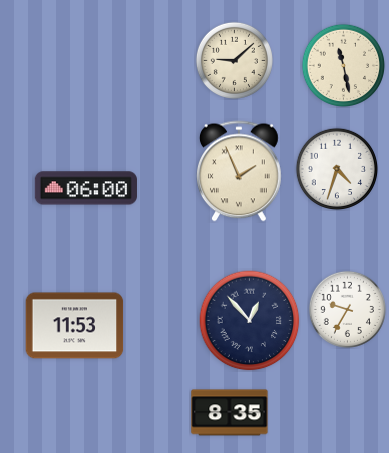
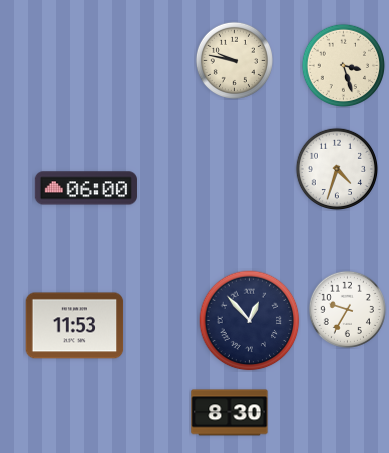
clock at (234, 60): 9:08 -> 9:47
clock at (343, 65): 11:28 -> 3:27
clock at (240, 171): 1:56 -> none
clock at (230, 413): 8:35 -> 8:30
